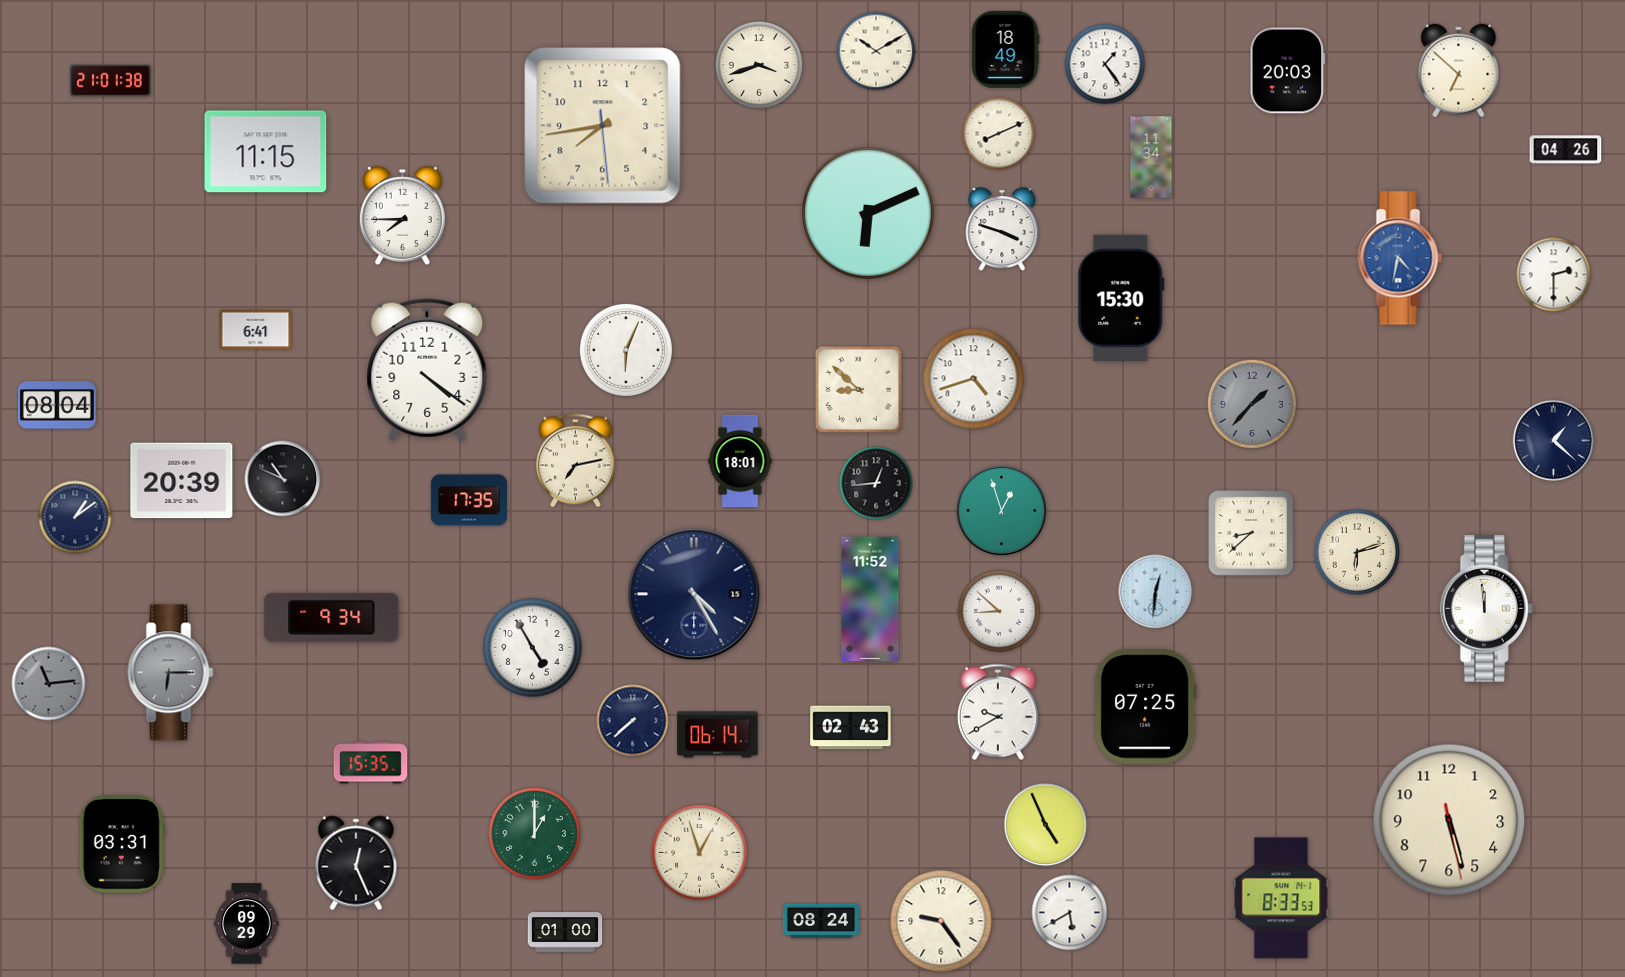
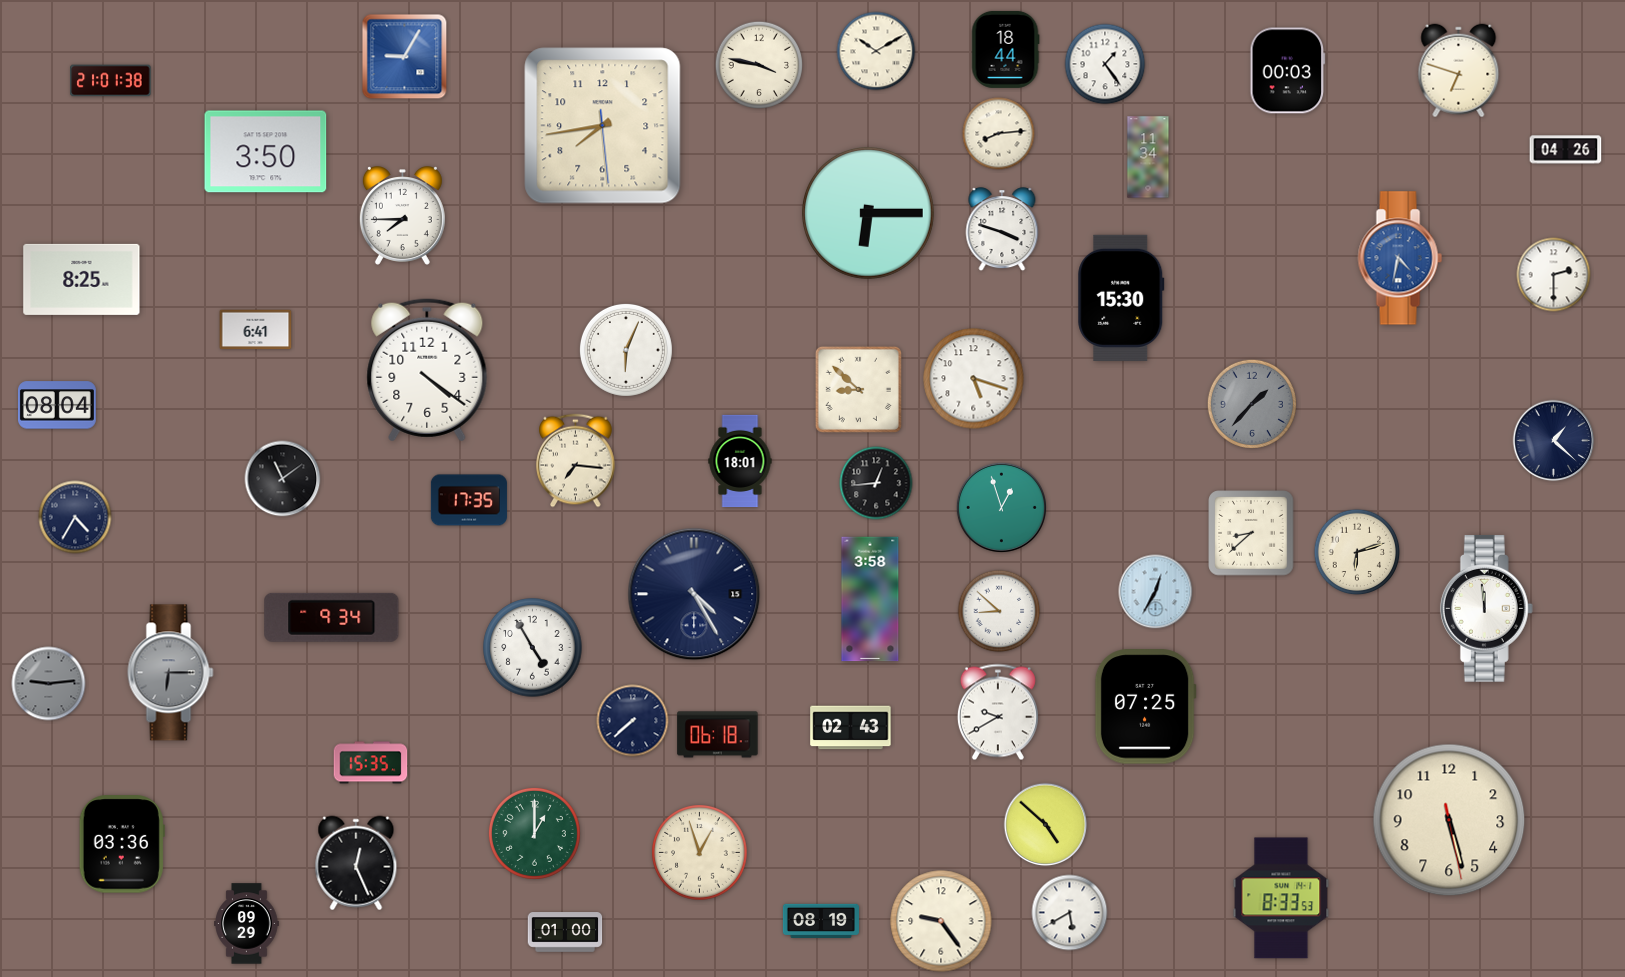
clock at (1005, 49): 18:49 -> 18:44
clock at (405, 57): none -> 9:05
clock at (758, 64): 3:42 -> 3:47
clock at (1288, 71): 20:03 -> 00:03
clock at (1459, 71): 6:52 -> 6:48
clock at (999, 134): 8:11 -> 8:14
clock at (266, 152): 11:15 -> 3:50
clock at (1151, 157) position: (1151, 157) -> (1148, 157)
clock at (869, 214): 6:11 -> 6:15
clock at (82, 279): none -> 8:25
clock at (974, 379): 4:42 -> 5:18
clock at (576, 461): 7:13 -> 7:16
clock at (283, 479): 10:49 -> 11:09
clock at (182, 481): 20:39 -> none
clock at (1001, 510) position: (1001, 510) -> (1001, 507)
clock at (75, 517): 1:09 -> 4:35
clock at (1156, 592): 12:31 -> 12:35
clock at (870, 599): 11:52 -> 3:58
clock at (49, 684): 11:14 -> 9:14
clock at (718, 735): 06:14 -> 06:18
clock at (1046, 825): 4:56 -> 4:52
clock at (122, 844): 03:31 -> 03:36
clock at (821, 921): 08:24 -> 08:19
